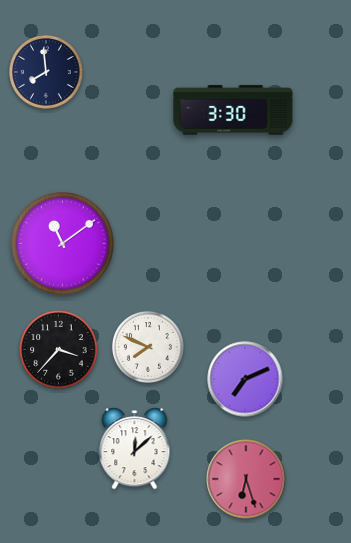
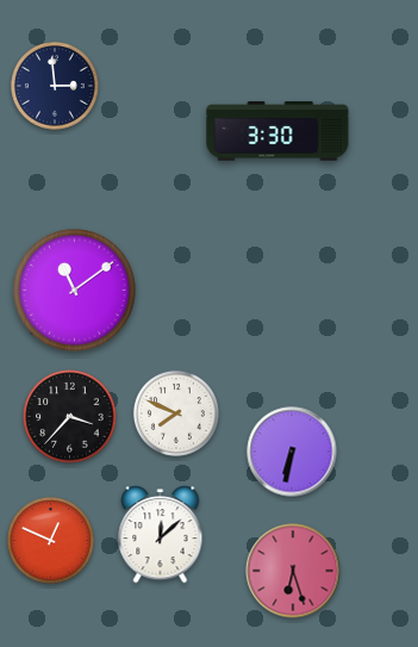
clock at (47, 73): 7:59 -> 2:59
clock at (245, 379): 7:11 -> 6:32
clock at (50, 540): none -> 12:49
